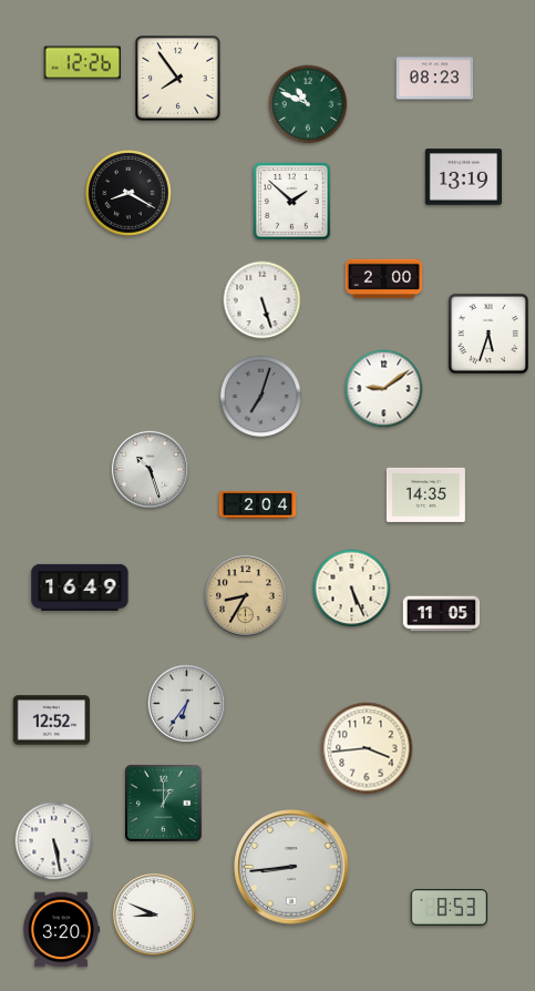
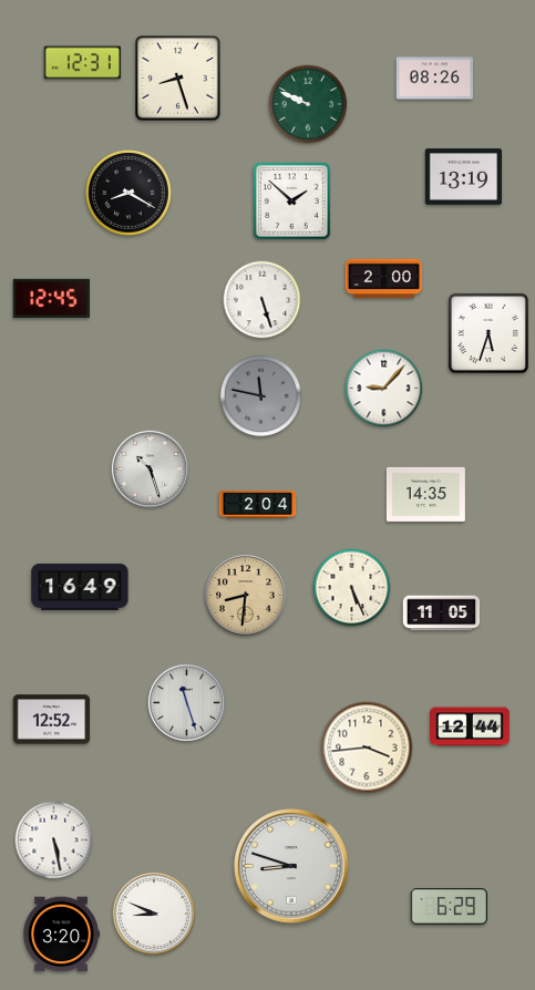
clock at (82, 63): 12:26 -> 12:31
clock at (178, 79): 7:54 -> 8:27
clock at (435, 79): 08:23 -> 08:26
clock at (308, 104): 10:49 -> 9:49
clock at (51, 299): none -> 12:45
clock at (384, 389): 9:09 -> 9:07
clock at (261, 397): 7:03 -> 11:47
clock at (246, 596): 8:35 -> 8:31
clock at (186, 703): 6:36 -> 11:27
clock at (470, 726): none -> 12:44
clock at (164, 804): 1:00 -> none
clock at (291, 867): 8:44 -> 8:48
clock at (449, 907): 8:53 -> 6:29
clock at (62, 930) position: (62, 930) -> (62, 935)
